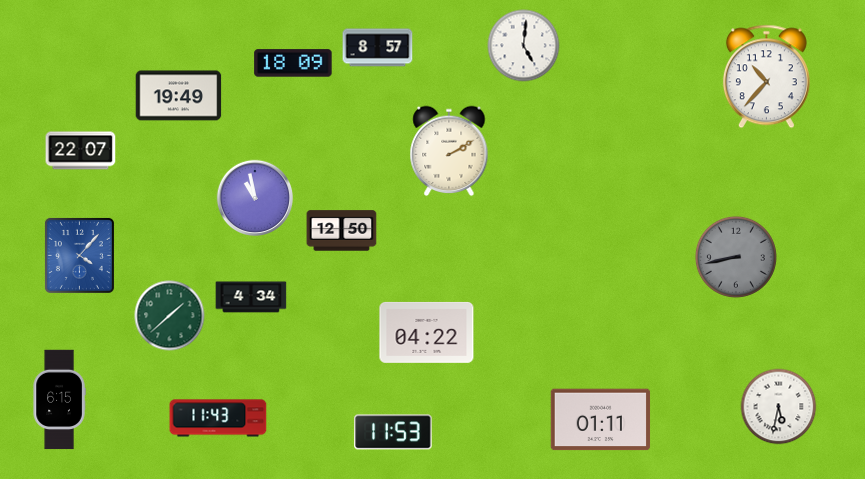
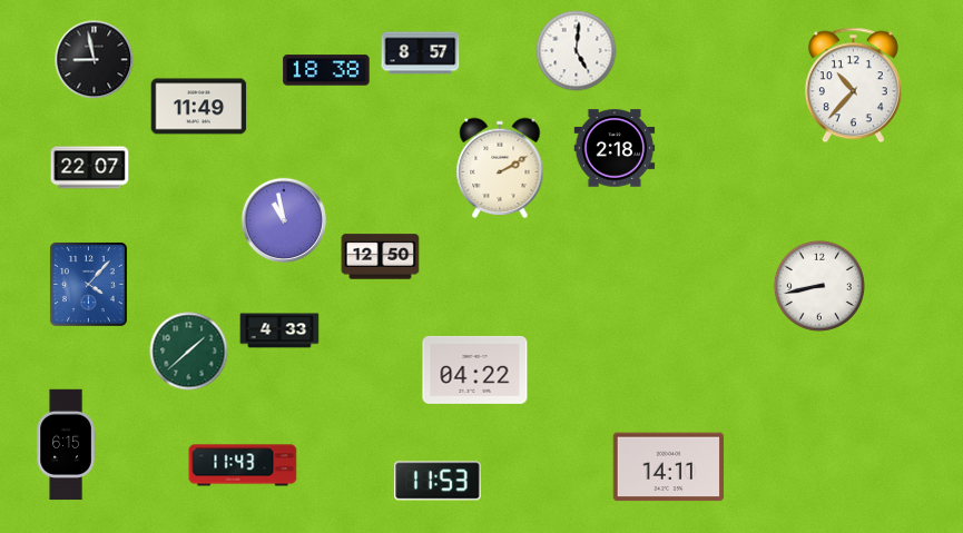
clock at (524, 46) position: (524, 46) -> (577, 51)
clock at (95, 60): none -> 8:58
clock at (293, 63): 18:09 -> 18:38
clock at (179, 96): 19:49 -> 11:49
clock at (615, 148): none -> 2:18
clock at (736, 257) dial: grey -> white
clock at (251, 297): 4:34 -> 4:33
clock at (779, 407): 5:32 -> none
clock at (601, 420): 01:11 -> 14:11
